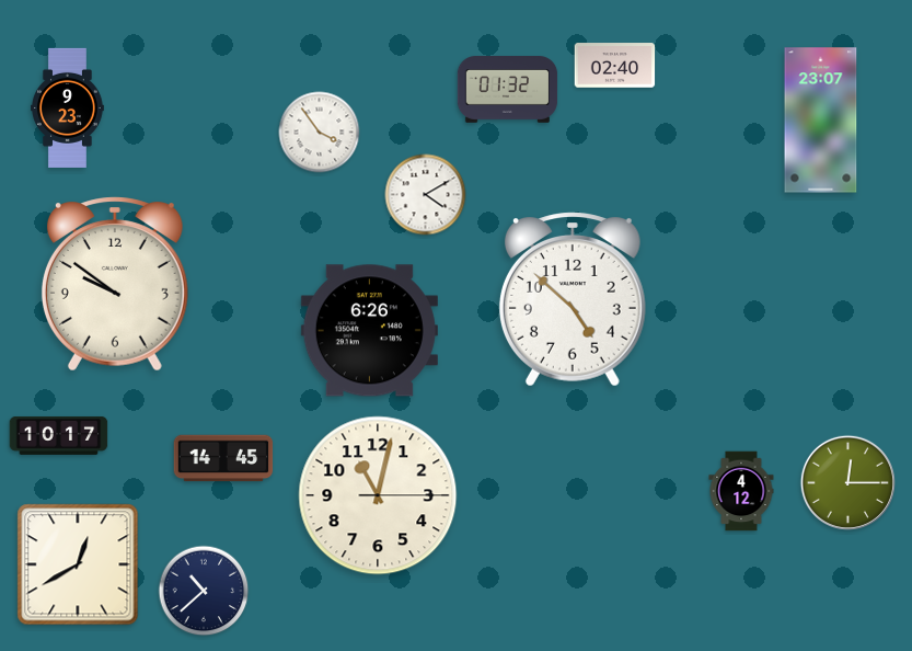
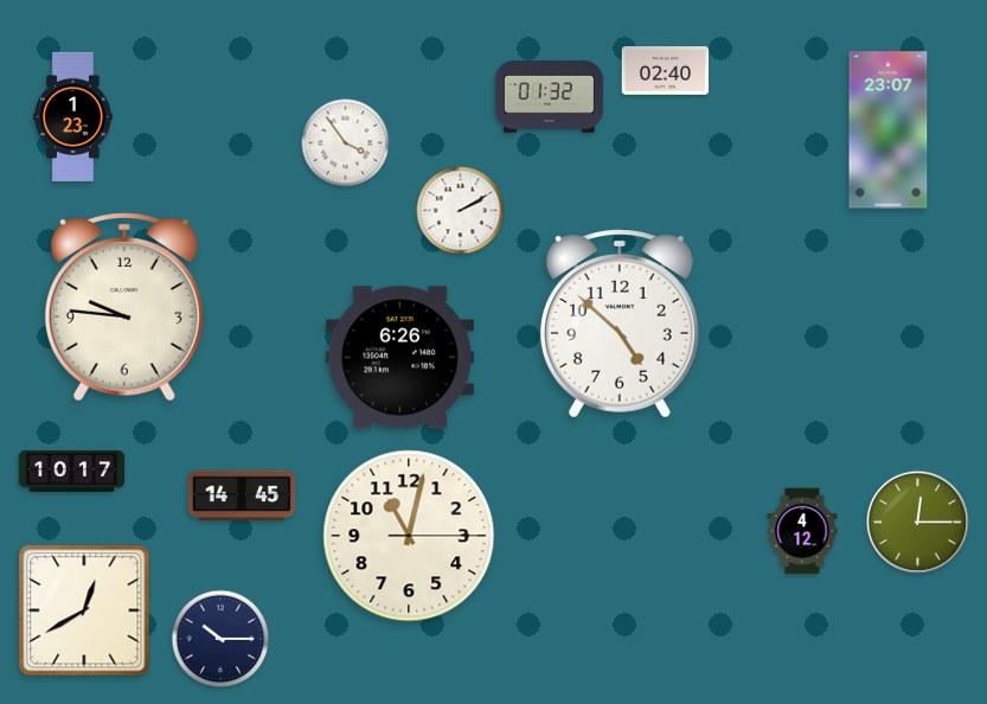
clock at (68, 107): 9:23 -> 1:23
clock at (426, 195): 4:10 -> 2:10
clock at (115, 284): 9:51 -> 9:46
clock at (59, 435) position: (59, 435) -> (72, 471)
clock at (204, 591): 10:38 -> 10:15
